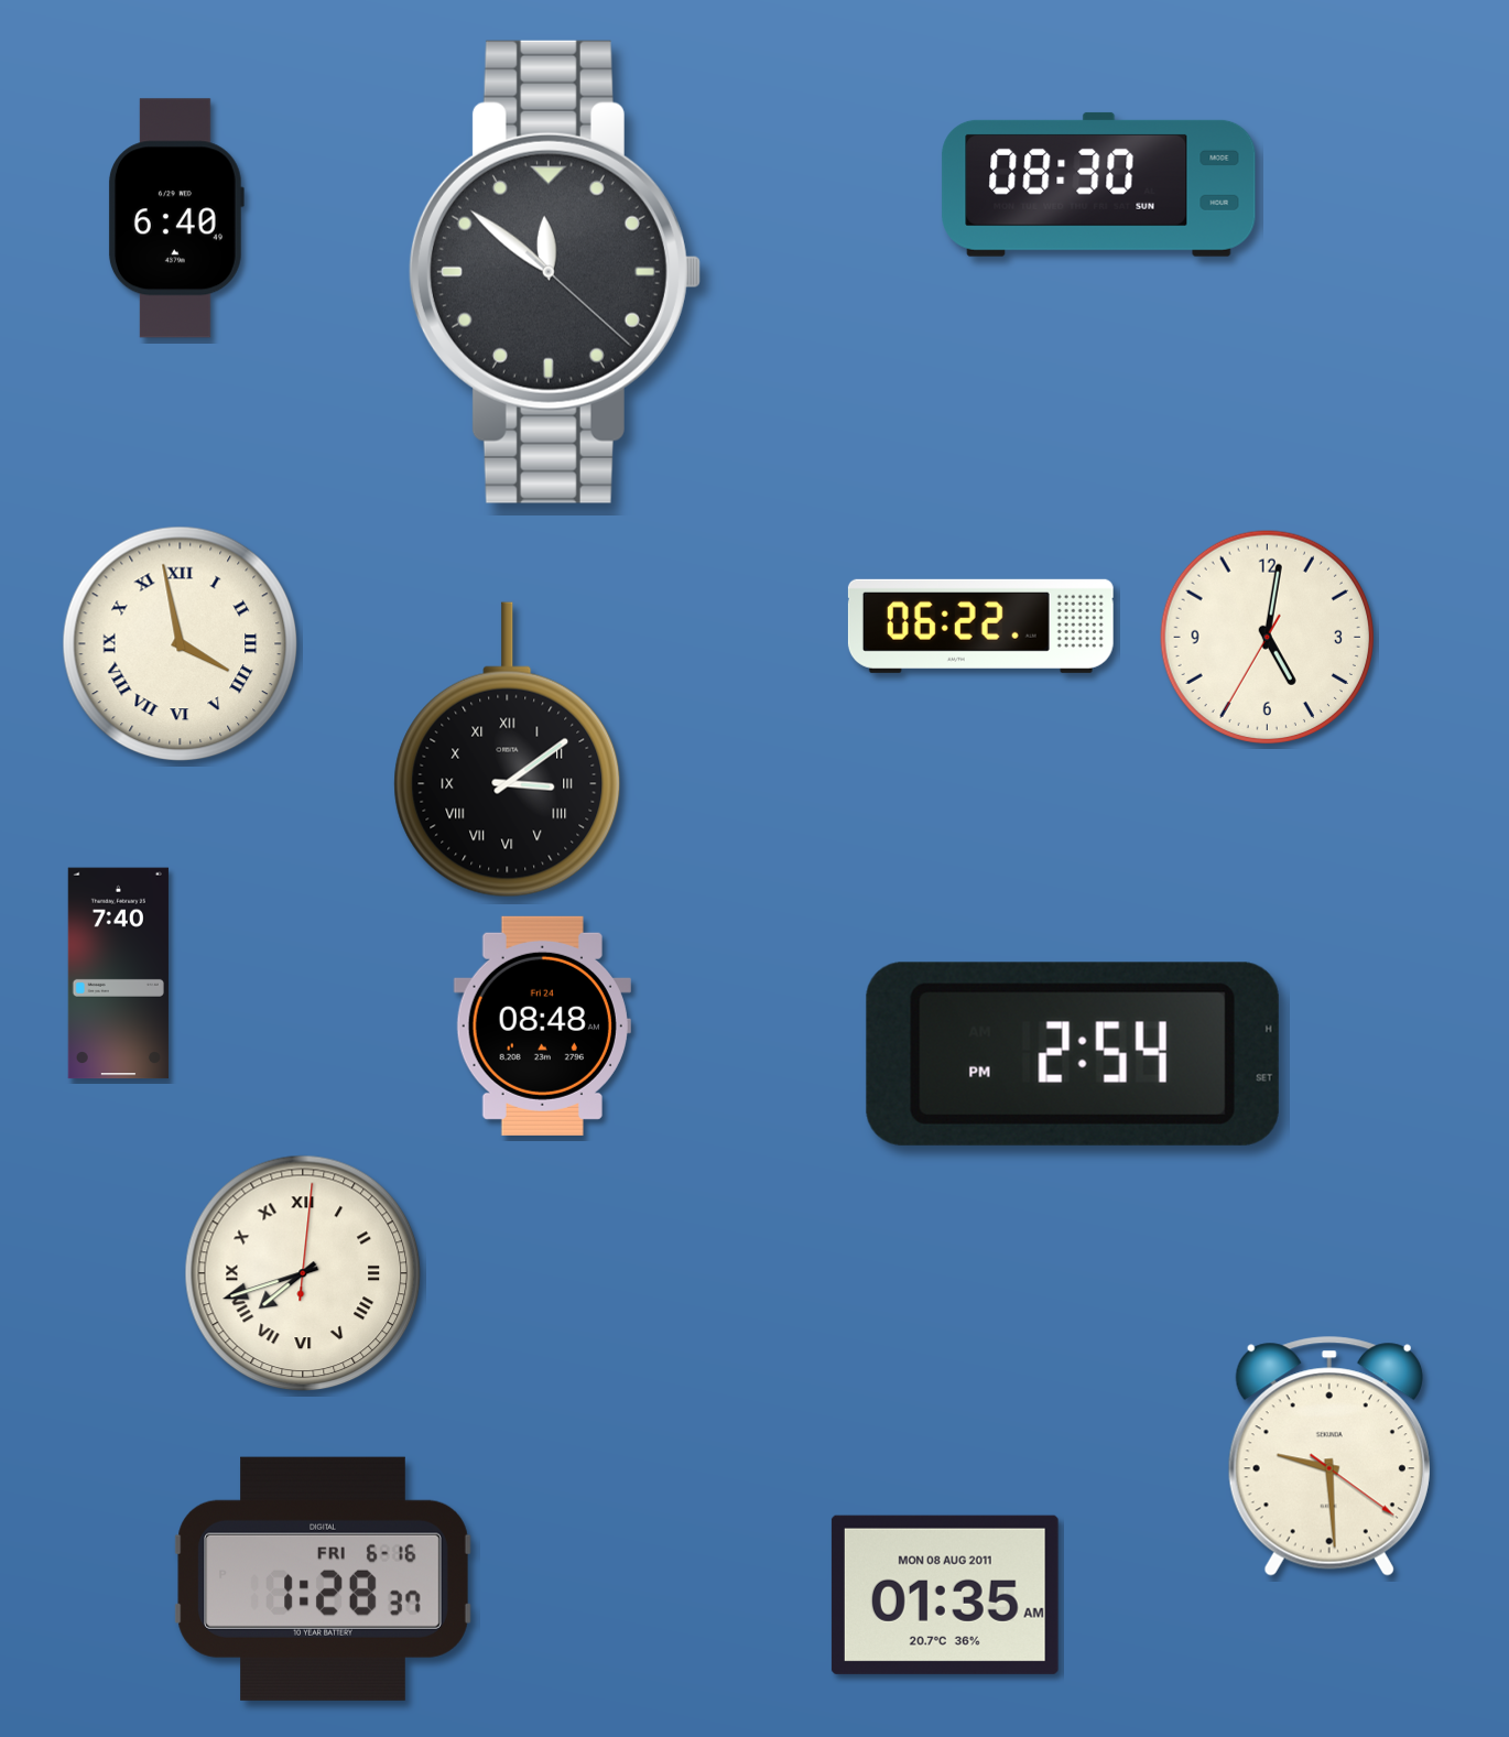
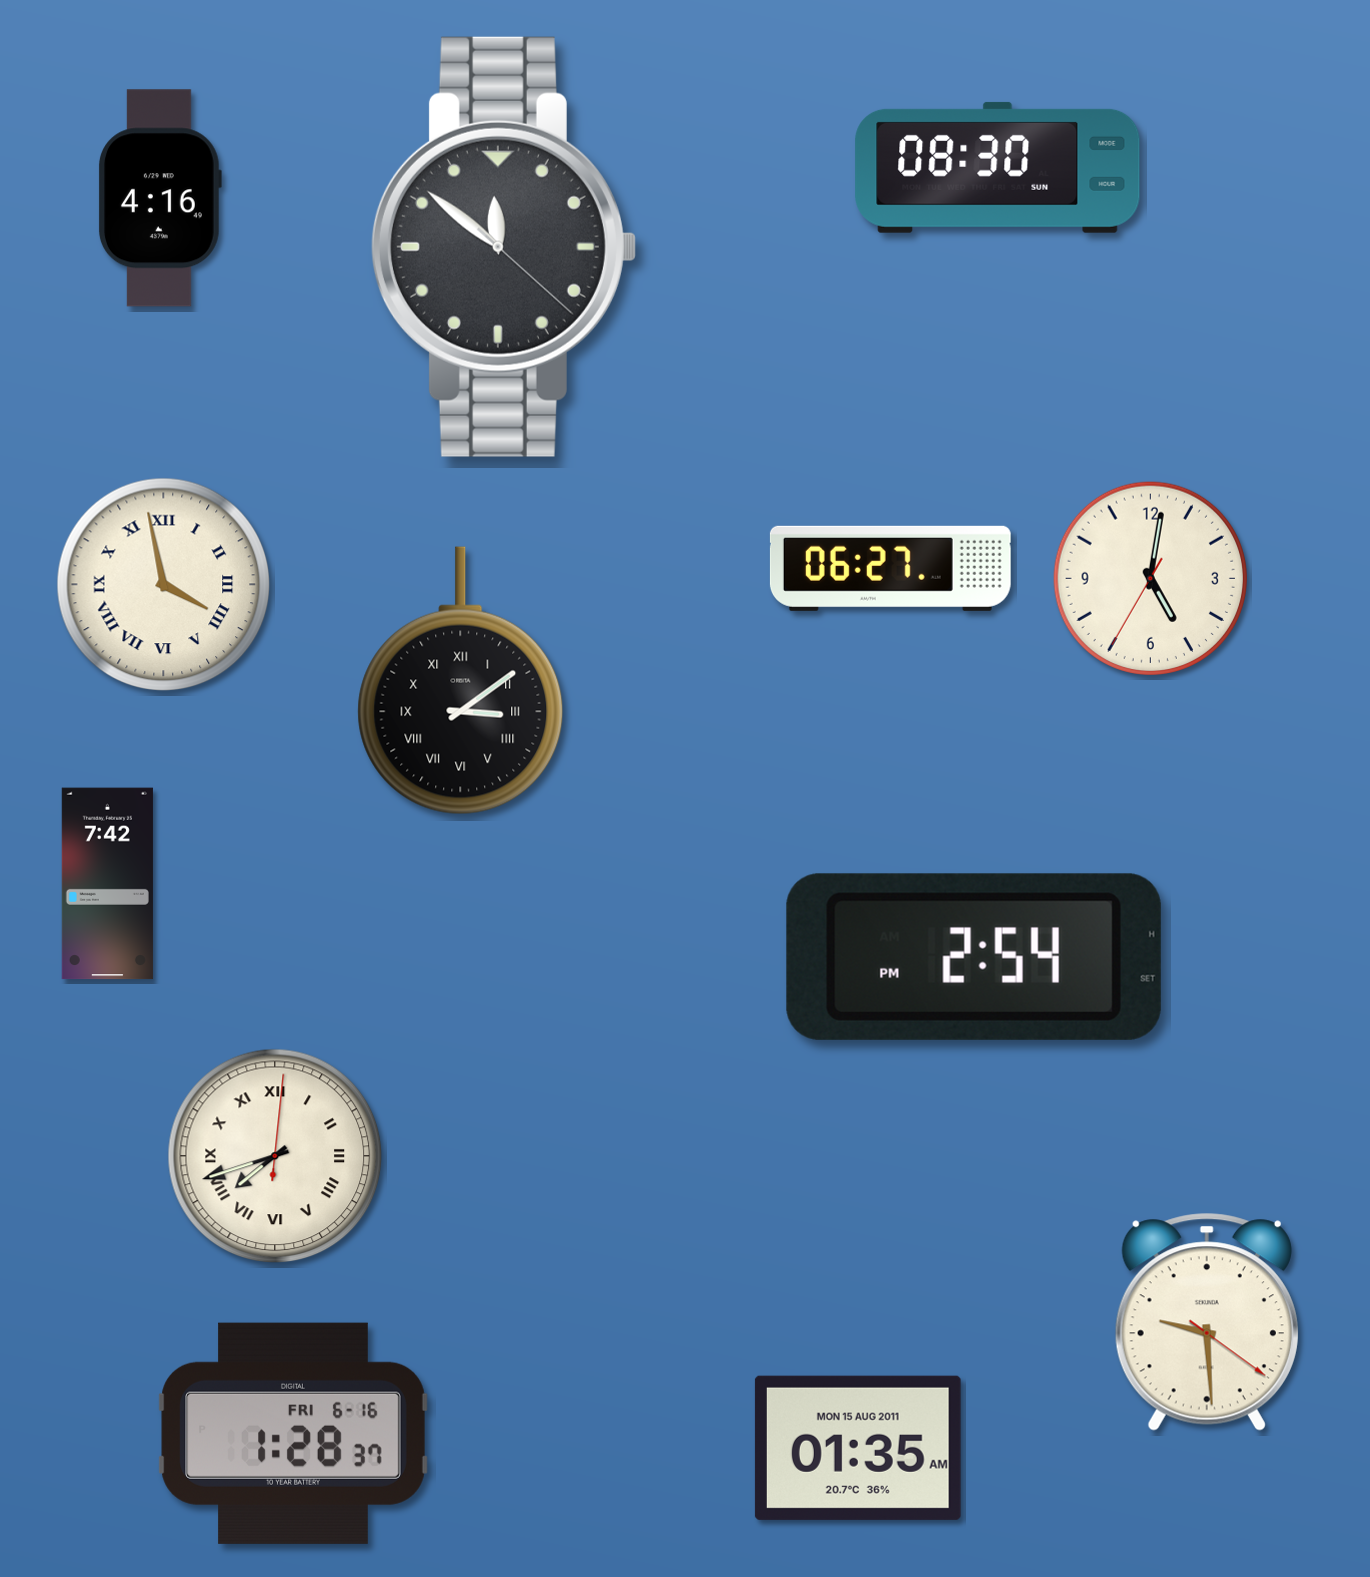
clock at (175, 218): 6:40 -> 4:16
clock at (980, 626): 06:22 -> 06:27
clock at (118, 974): 7:40 -> 7:42
clock at (542, 1025): 08:48 -> none
clock at (945, 1595) date: MON 08 AUG 2011 -> MON 15 AUG 2011
